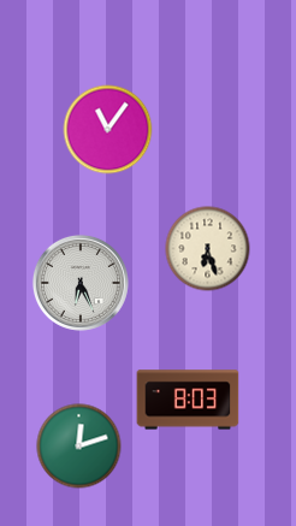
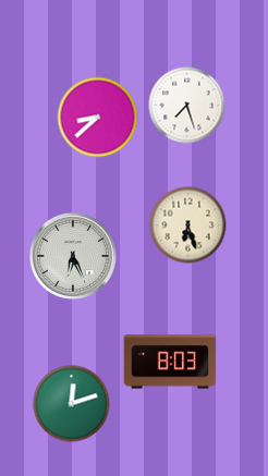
clock at (187, 106): none -> 7:27
clock at (108, 130): 11:06 -> 8:38
